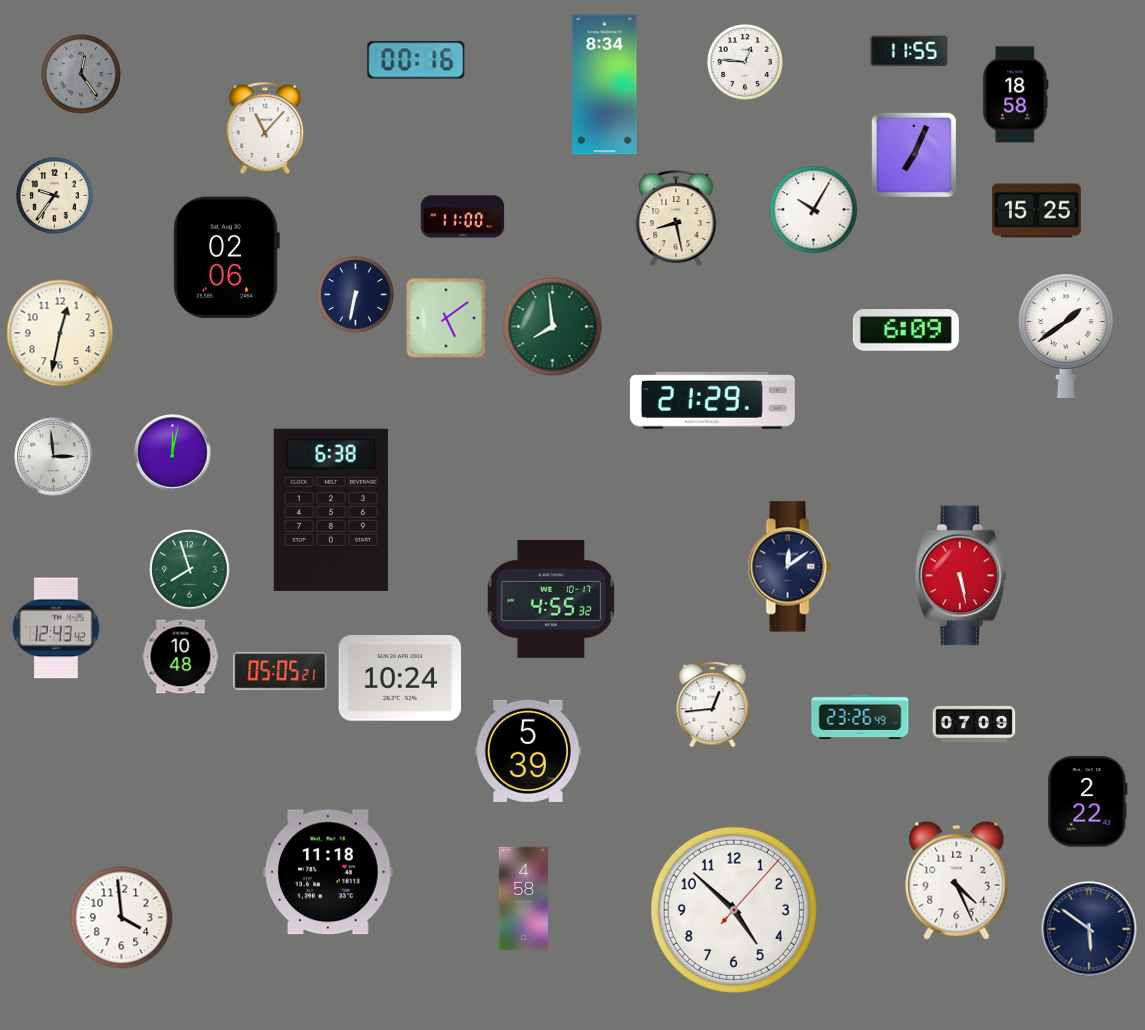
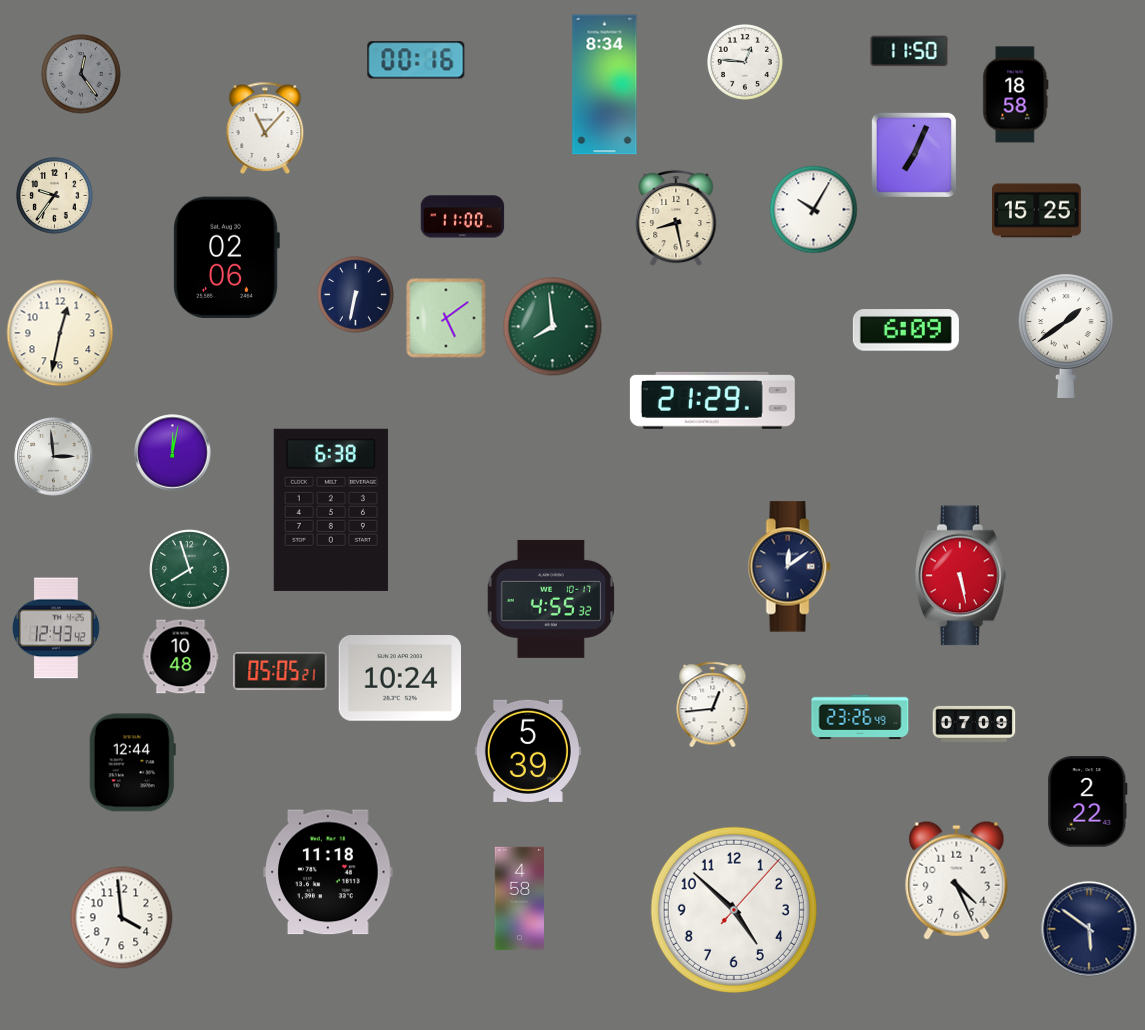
clock at (909, 51): 11:55 -> 11:50
clock at (132, 763): none -> 12:44
clock at (524, 899) position: (524, 899) -> (520, 899)
